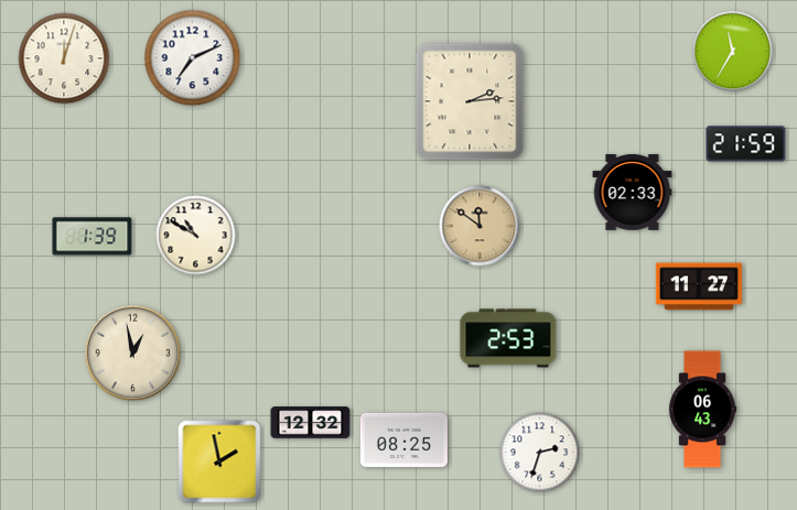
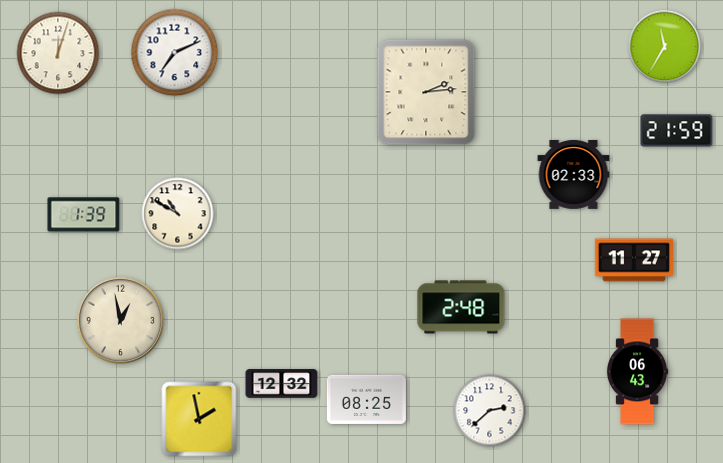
clock at (480, 226): 11:51 -> none
clock at (508, 338): 2:53 -> 2:48
clock at (540, 453): 2:33 -> 2:38
